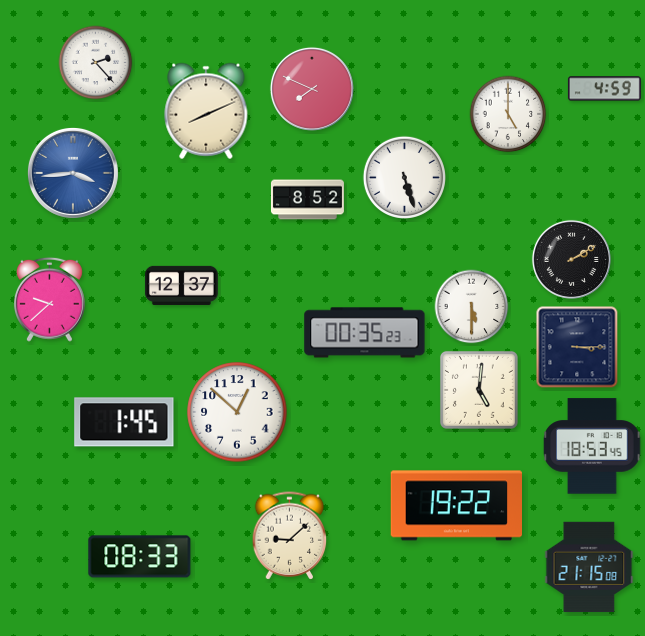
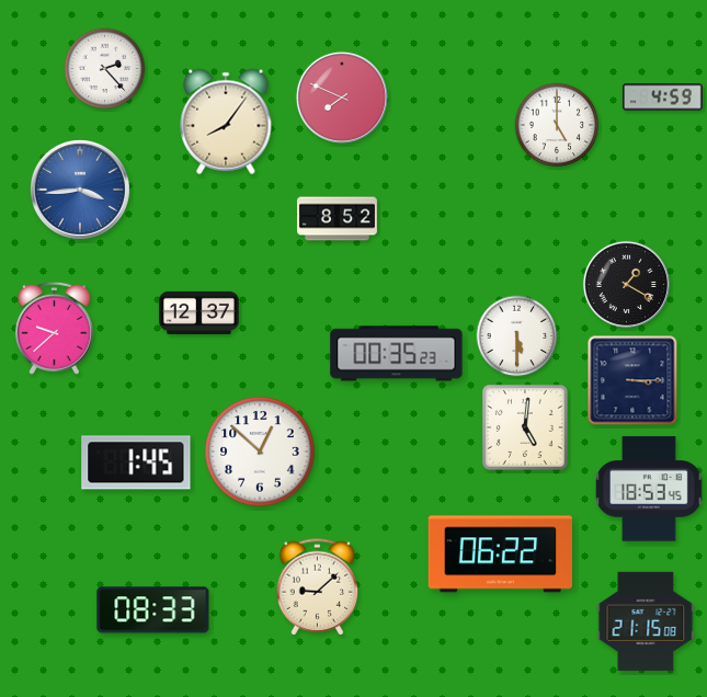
clock at (206, 111): 8:11 -> 8:06
clock at (404, 177): 5:27 -> none
clock at (571, 259): 2:10 -> 1:20
clock at (365, 333) position: (365, 333) -> (397, 354)
clock at (456, 506): 19:22 -> 06:22
